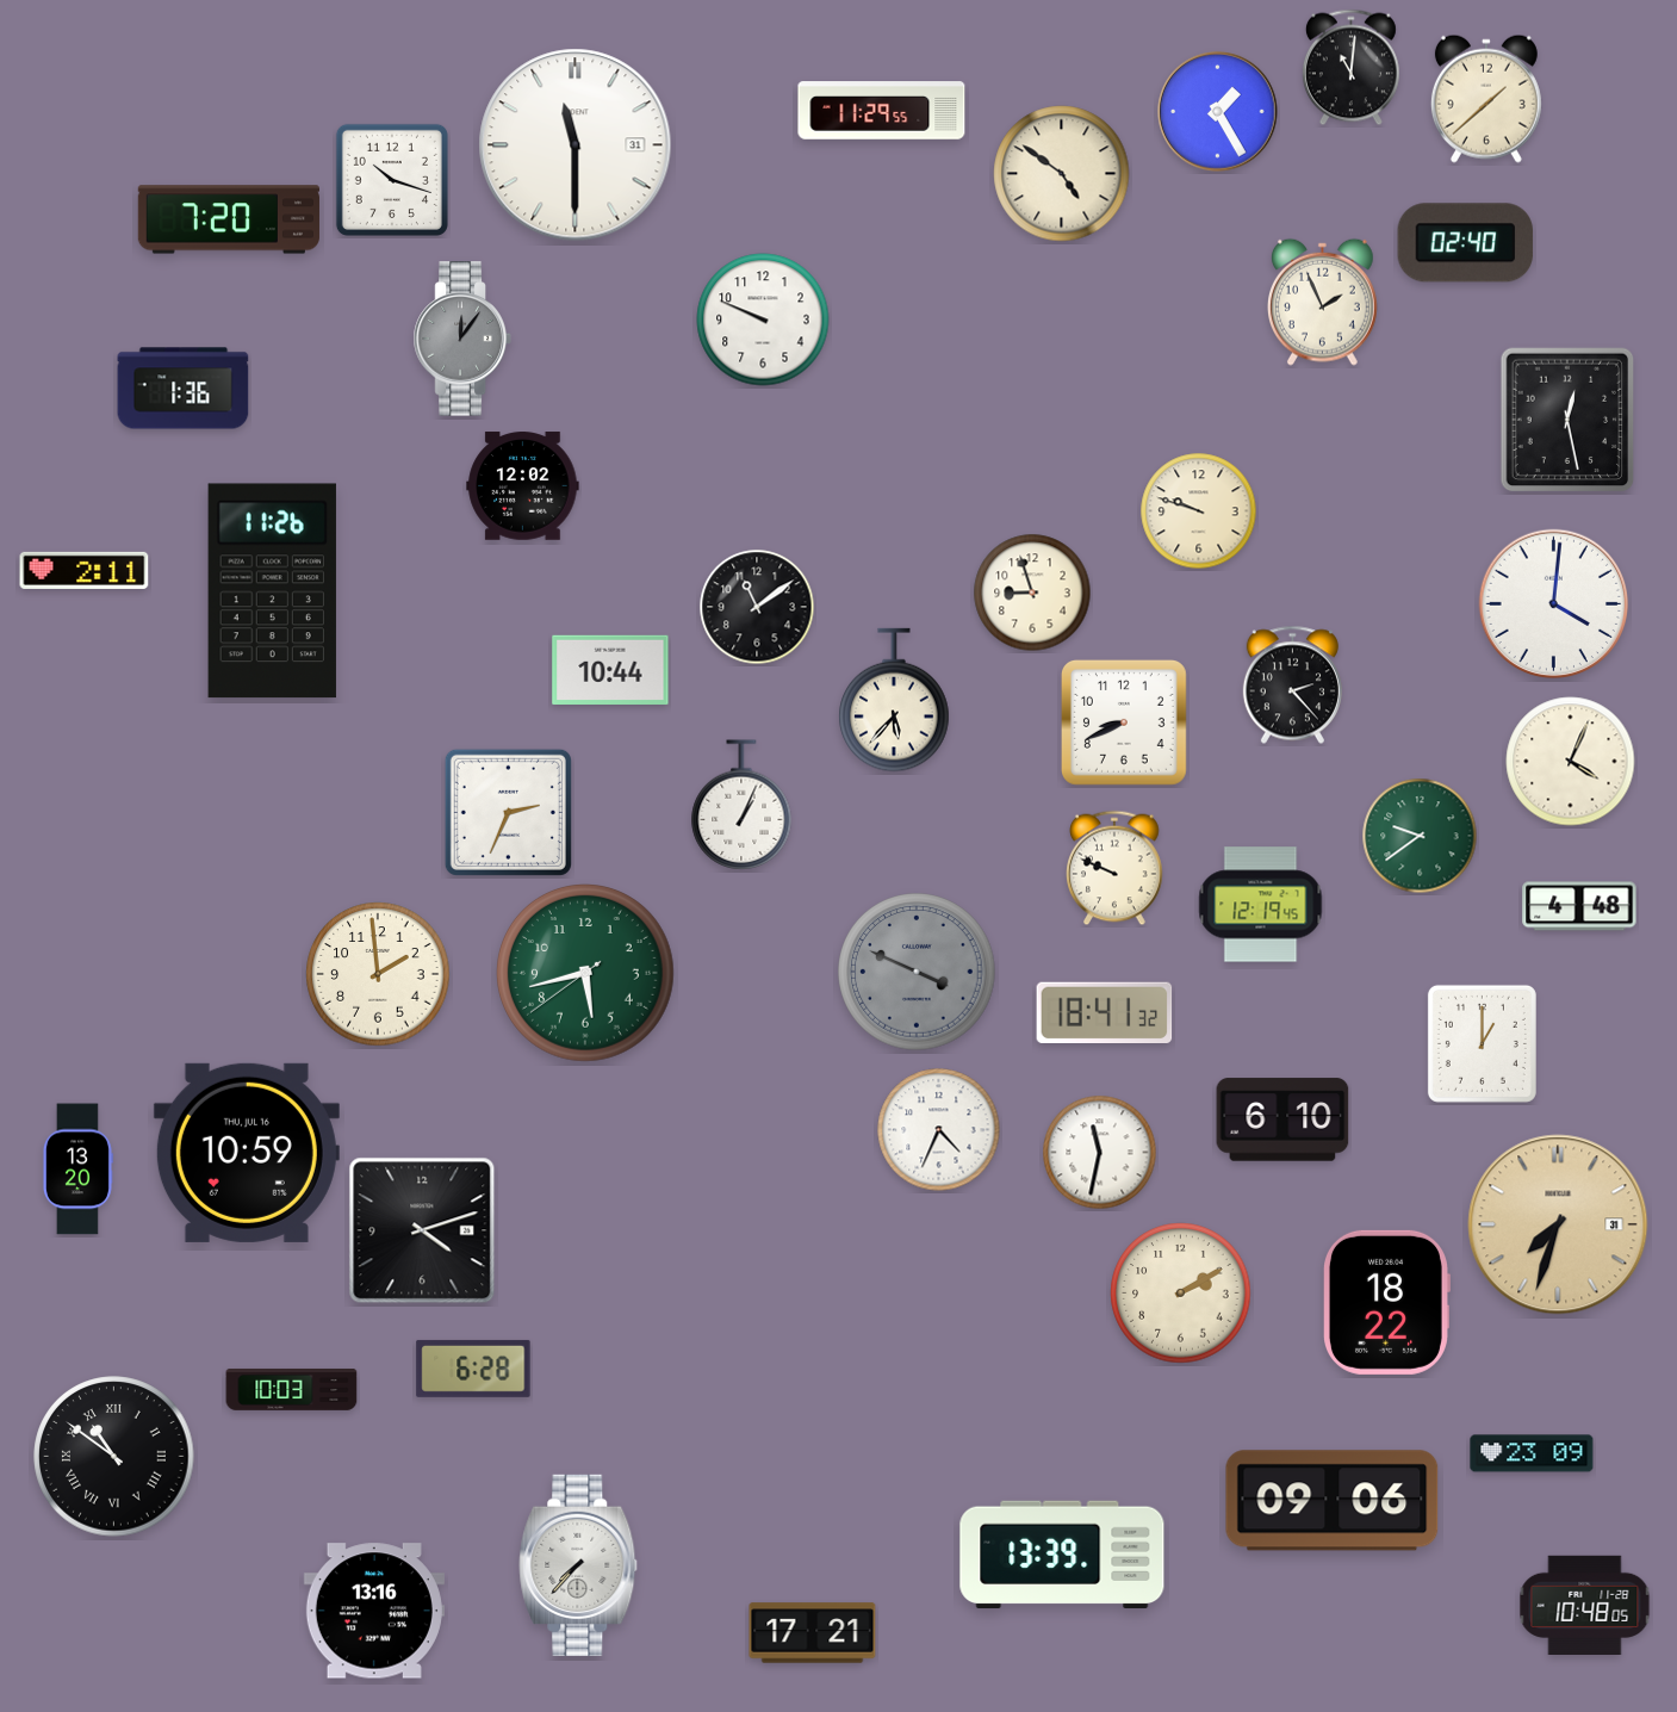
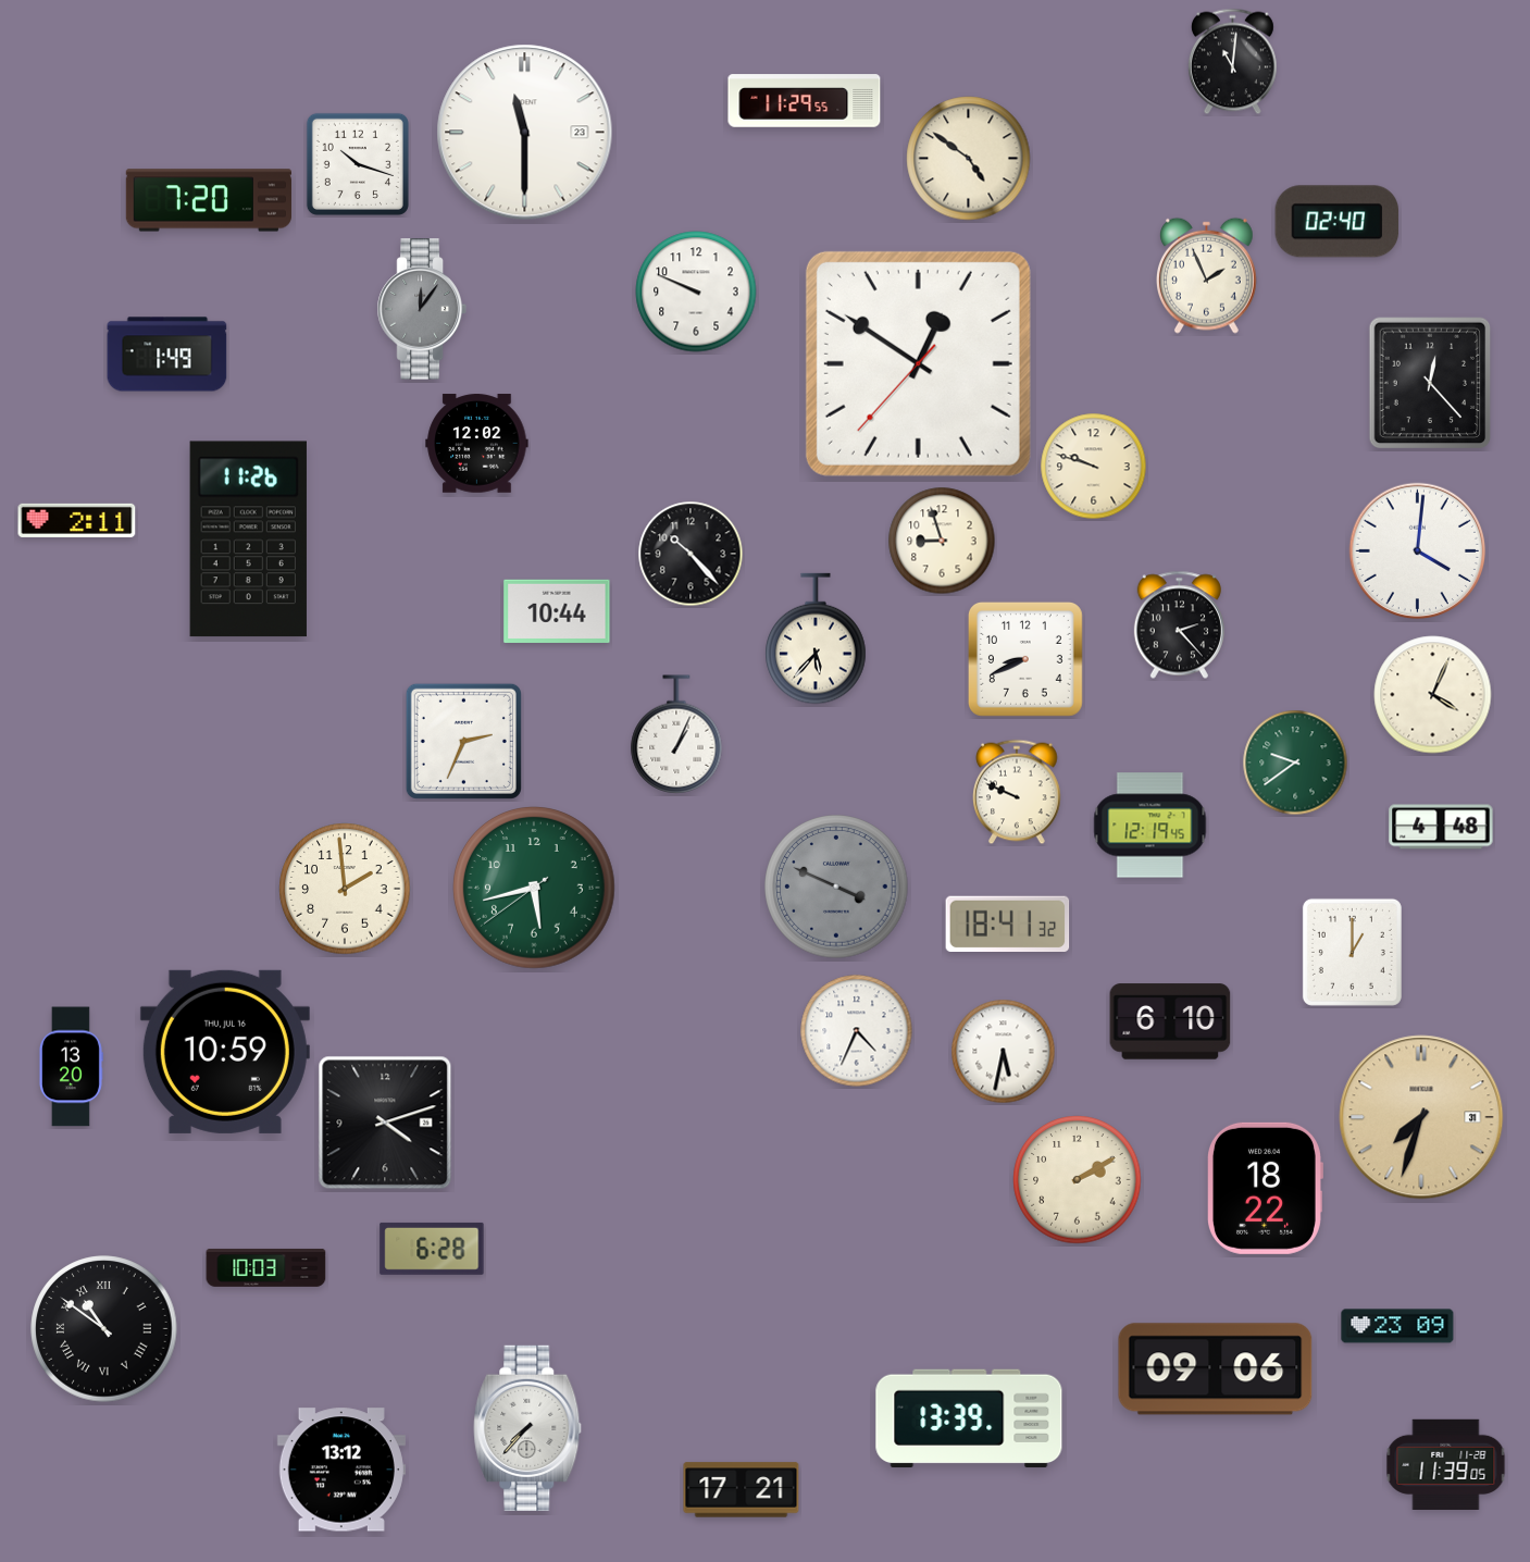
clock at (1486, 99): 1:38 -> none
clock at (1218, 112): 1:25 -> none
clock at (576, 145) date: 31 -> 23
clock at (184, 389): 1:36 -> 1:49
clock at (918, 363): none -> 12:50
clock at (1567, 420): 12:28 -> 12:23
clock at (757, 607): 11:09 -> 10:23
clock at (1100, 1153): 11:32 -> 5:32
clock at (1585, 1605): 10:48 -> 11:39
clock at (374, 1611): 13:16 -> 13:12
